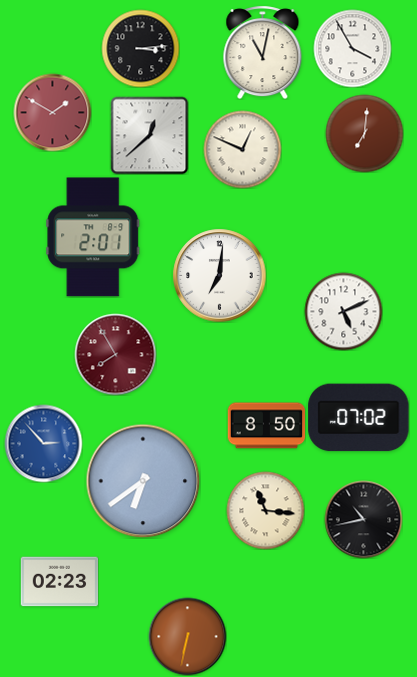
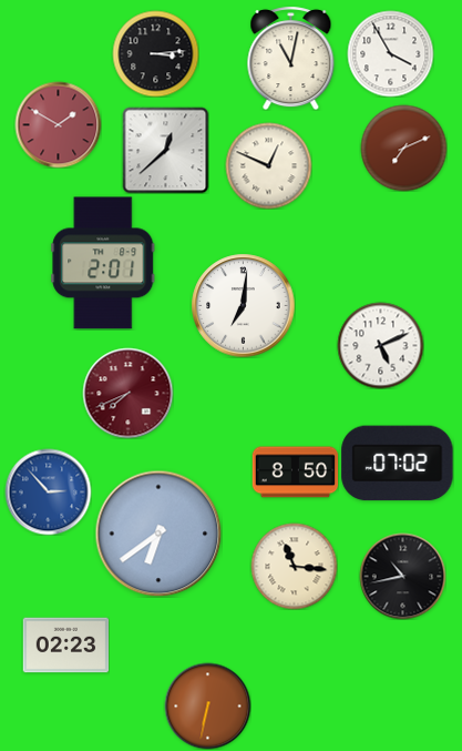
clock at (364, 133): 7:01 -> 7:11
clock at (115, 354): 7:55 -> 7:41
